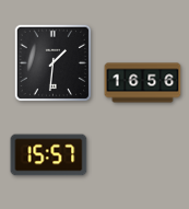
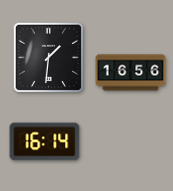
clock at (143, 83) position: (143, 83) -> (131, 73)
clock at (49, 155): 15:57 -> 16:14
